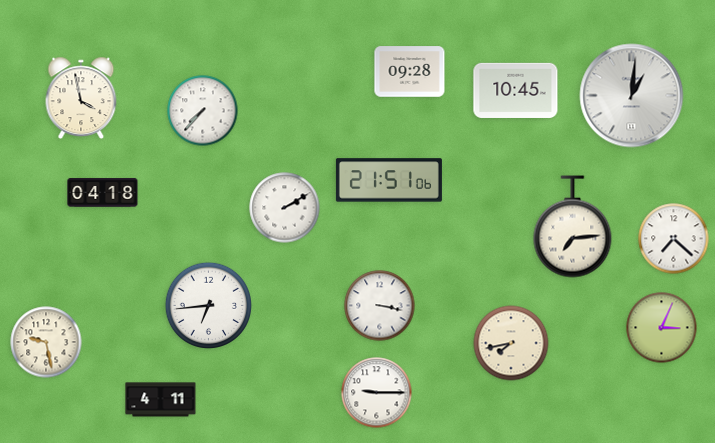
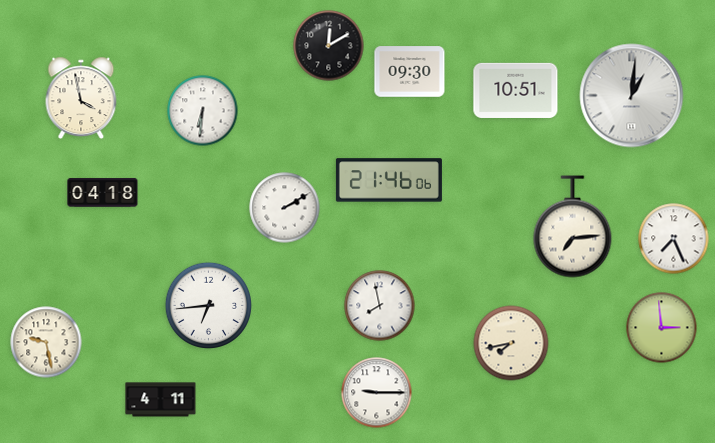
clock at (329, 46): none -> 12:10
clock at (410, 72): 09:28 -> 09:30
clock at (516, 90): 10:45 -> 10:51
clock at (203, 111): 7:37 -> 6:31
clock at (389, 180): 21:51 -> 21:46
clock at (674, 239): 7:22 -> 7:26
clock at (380, 306): 3:17 -> 7:58
clock at (662, 328): 3:04 -> 2:59
